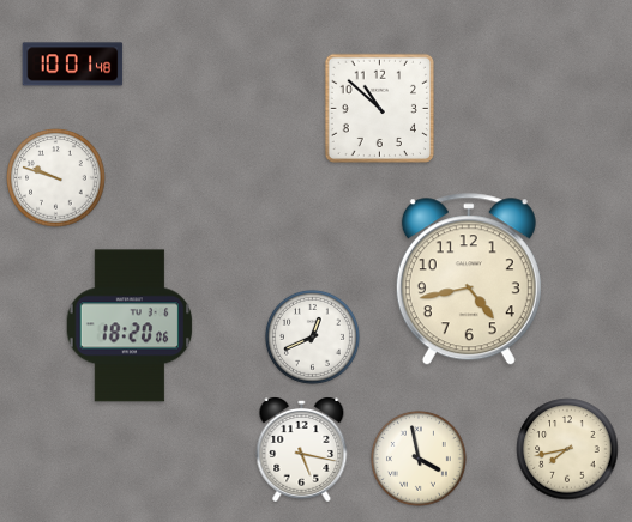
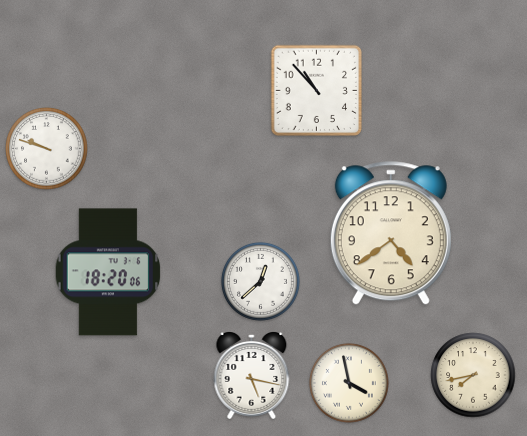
clock at (73, 65): 10:01 -> none
clock at (379, 108): 10:52 -> 10:53
clock at (469, 280): 4:43 -> 4:39
clock at (312, 336): 12:41 -> 12:38
